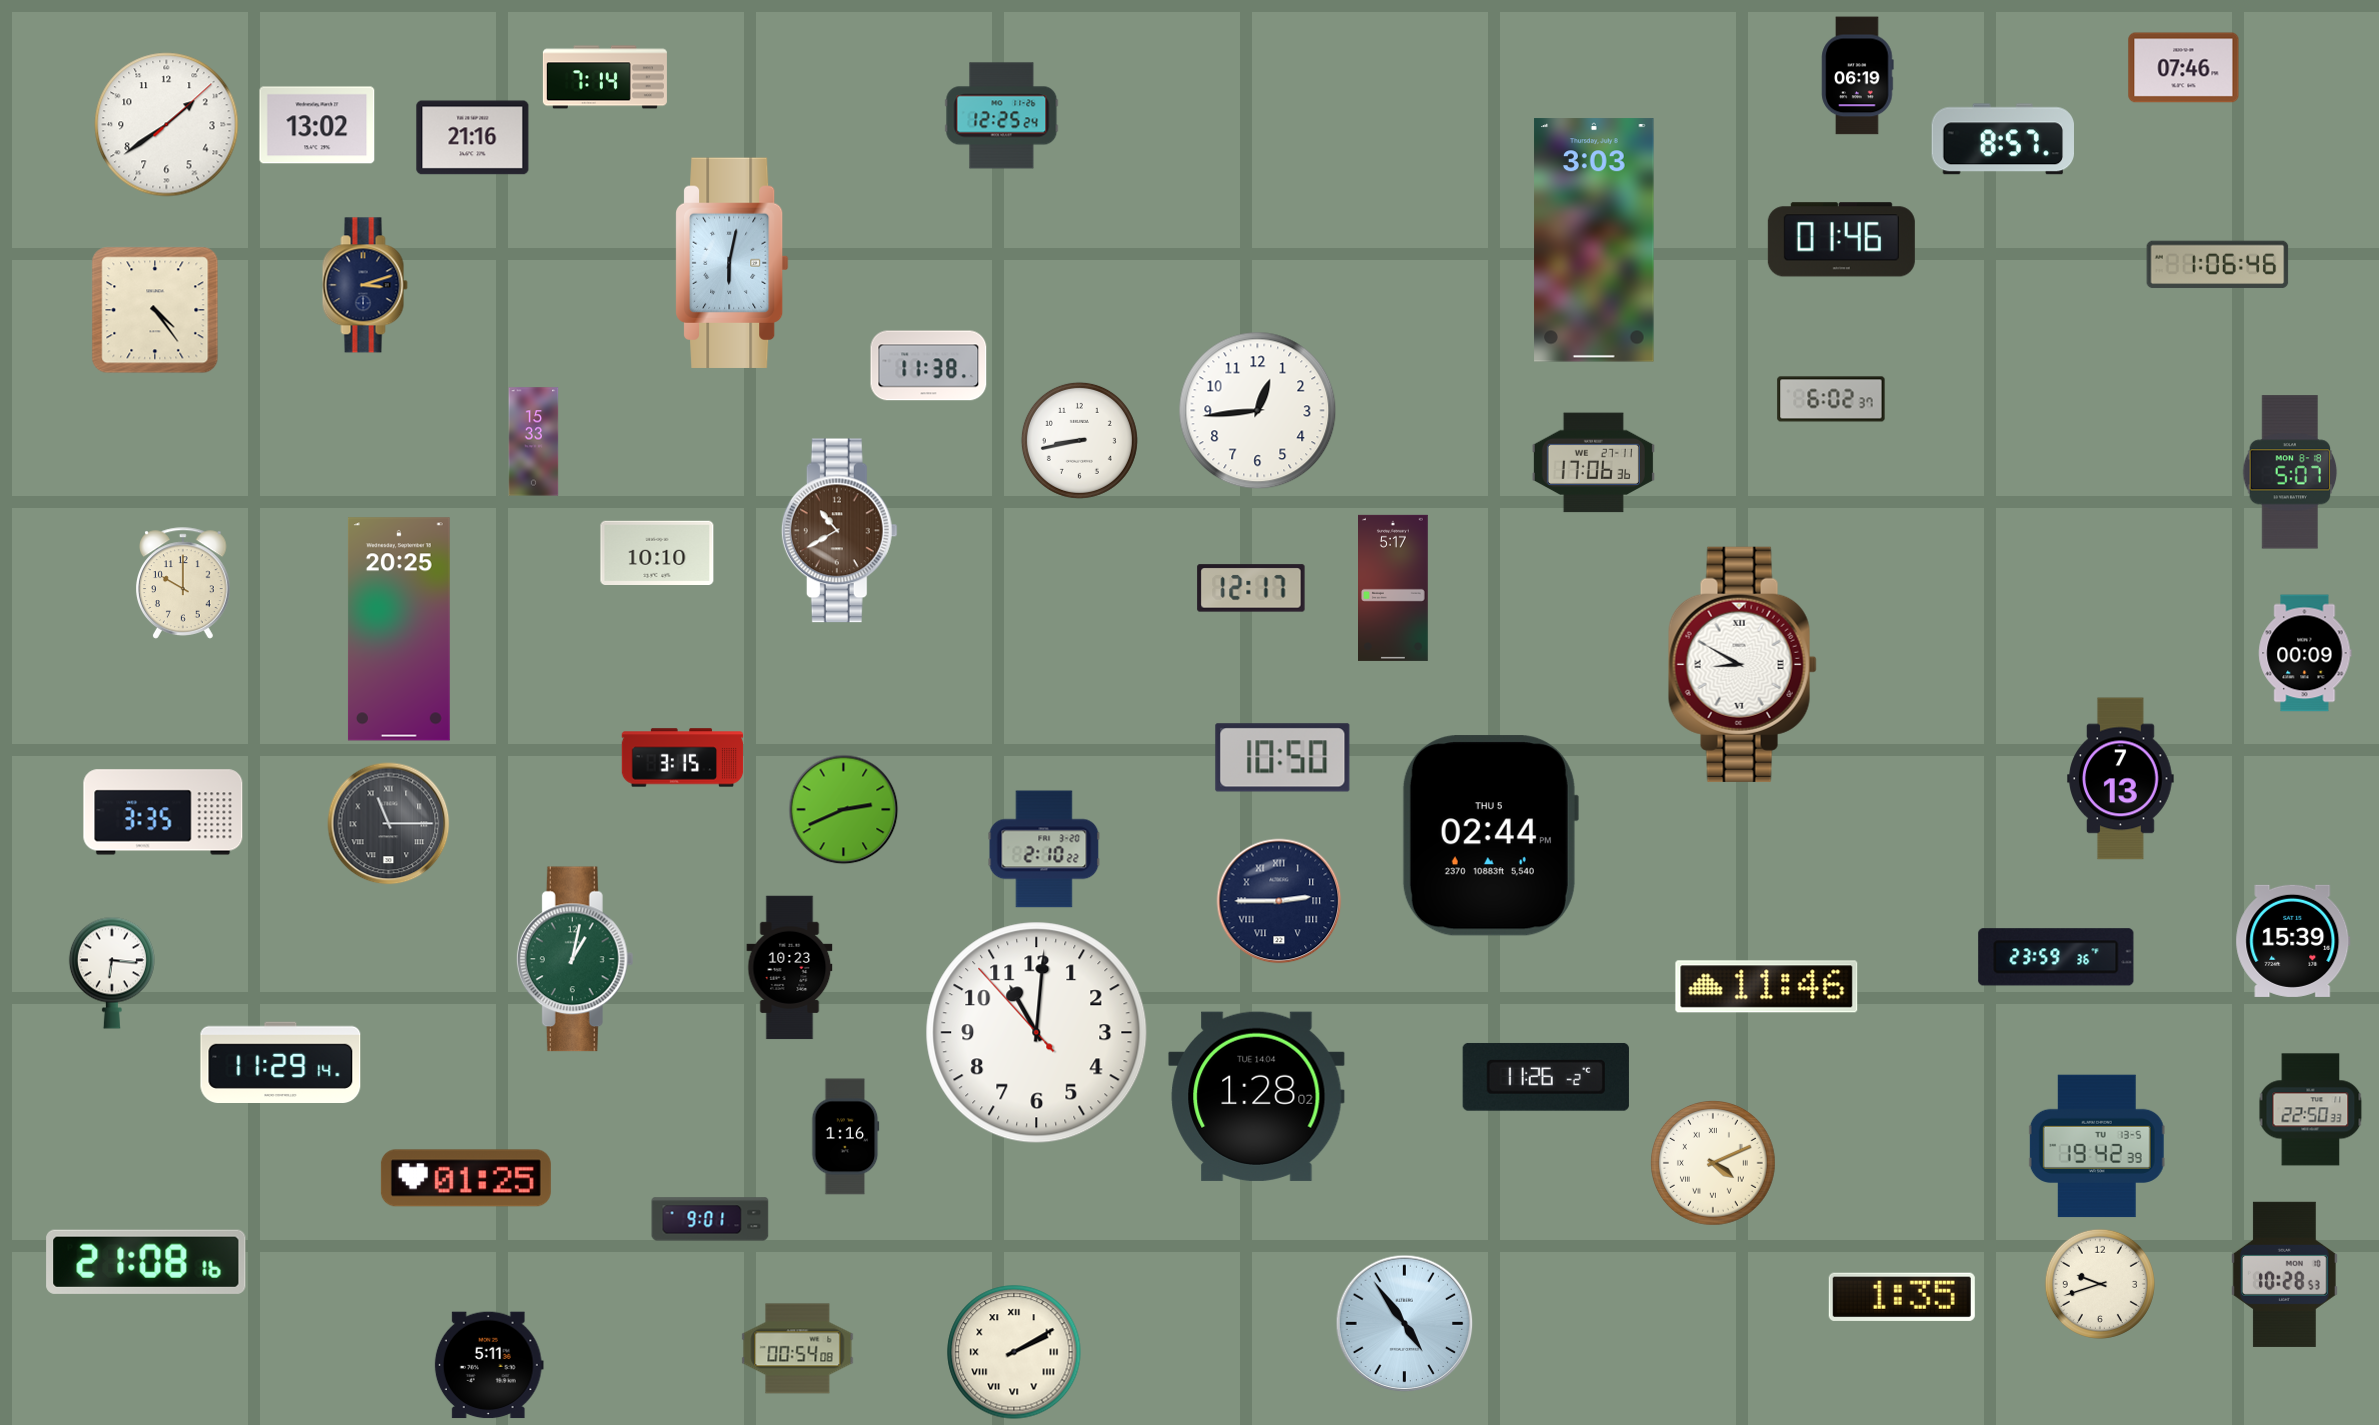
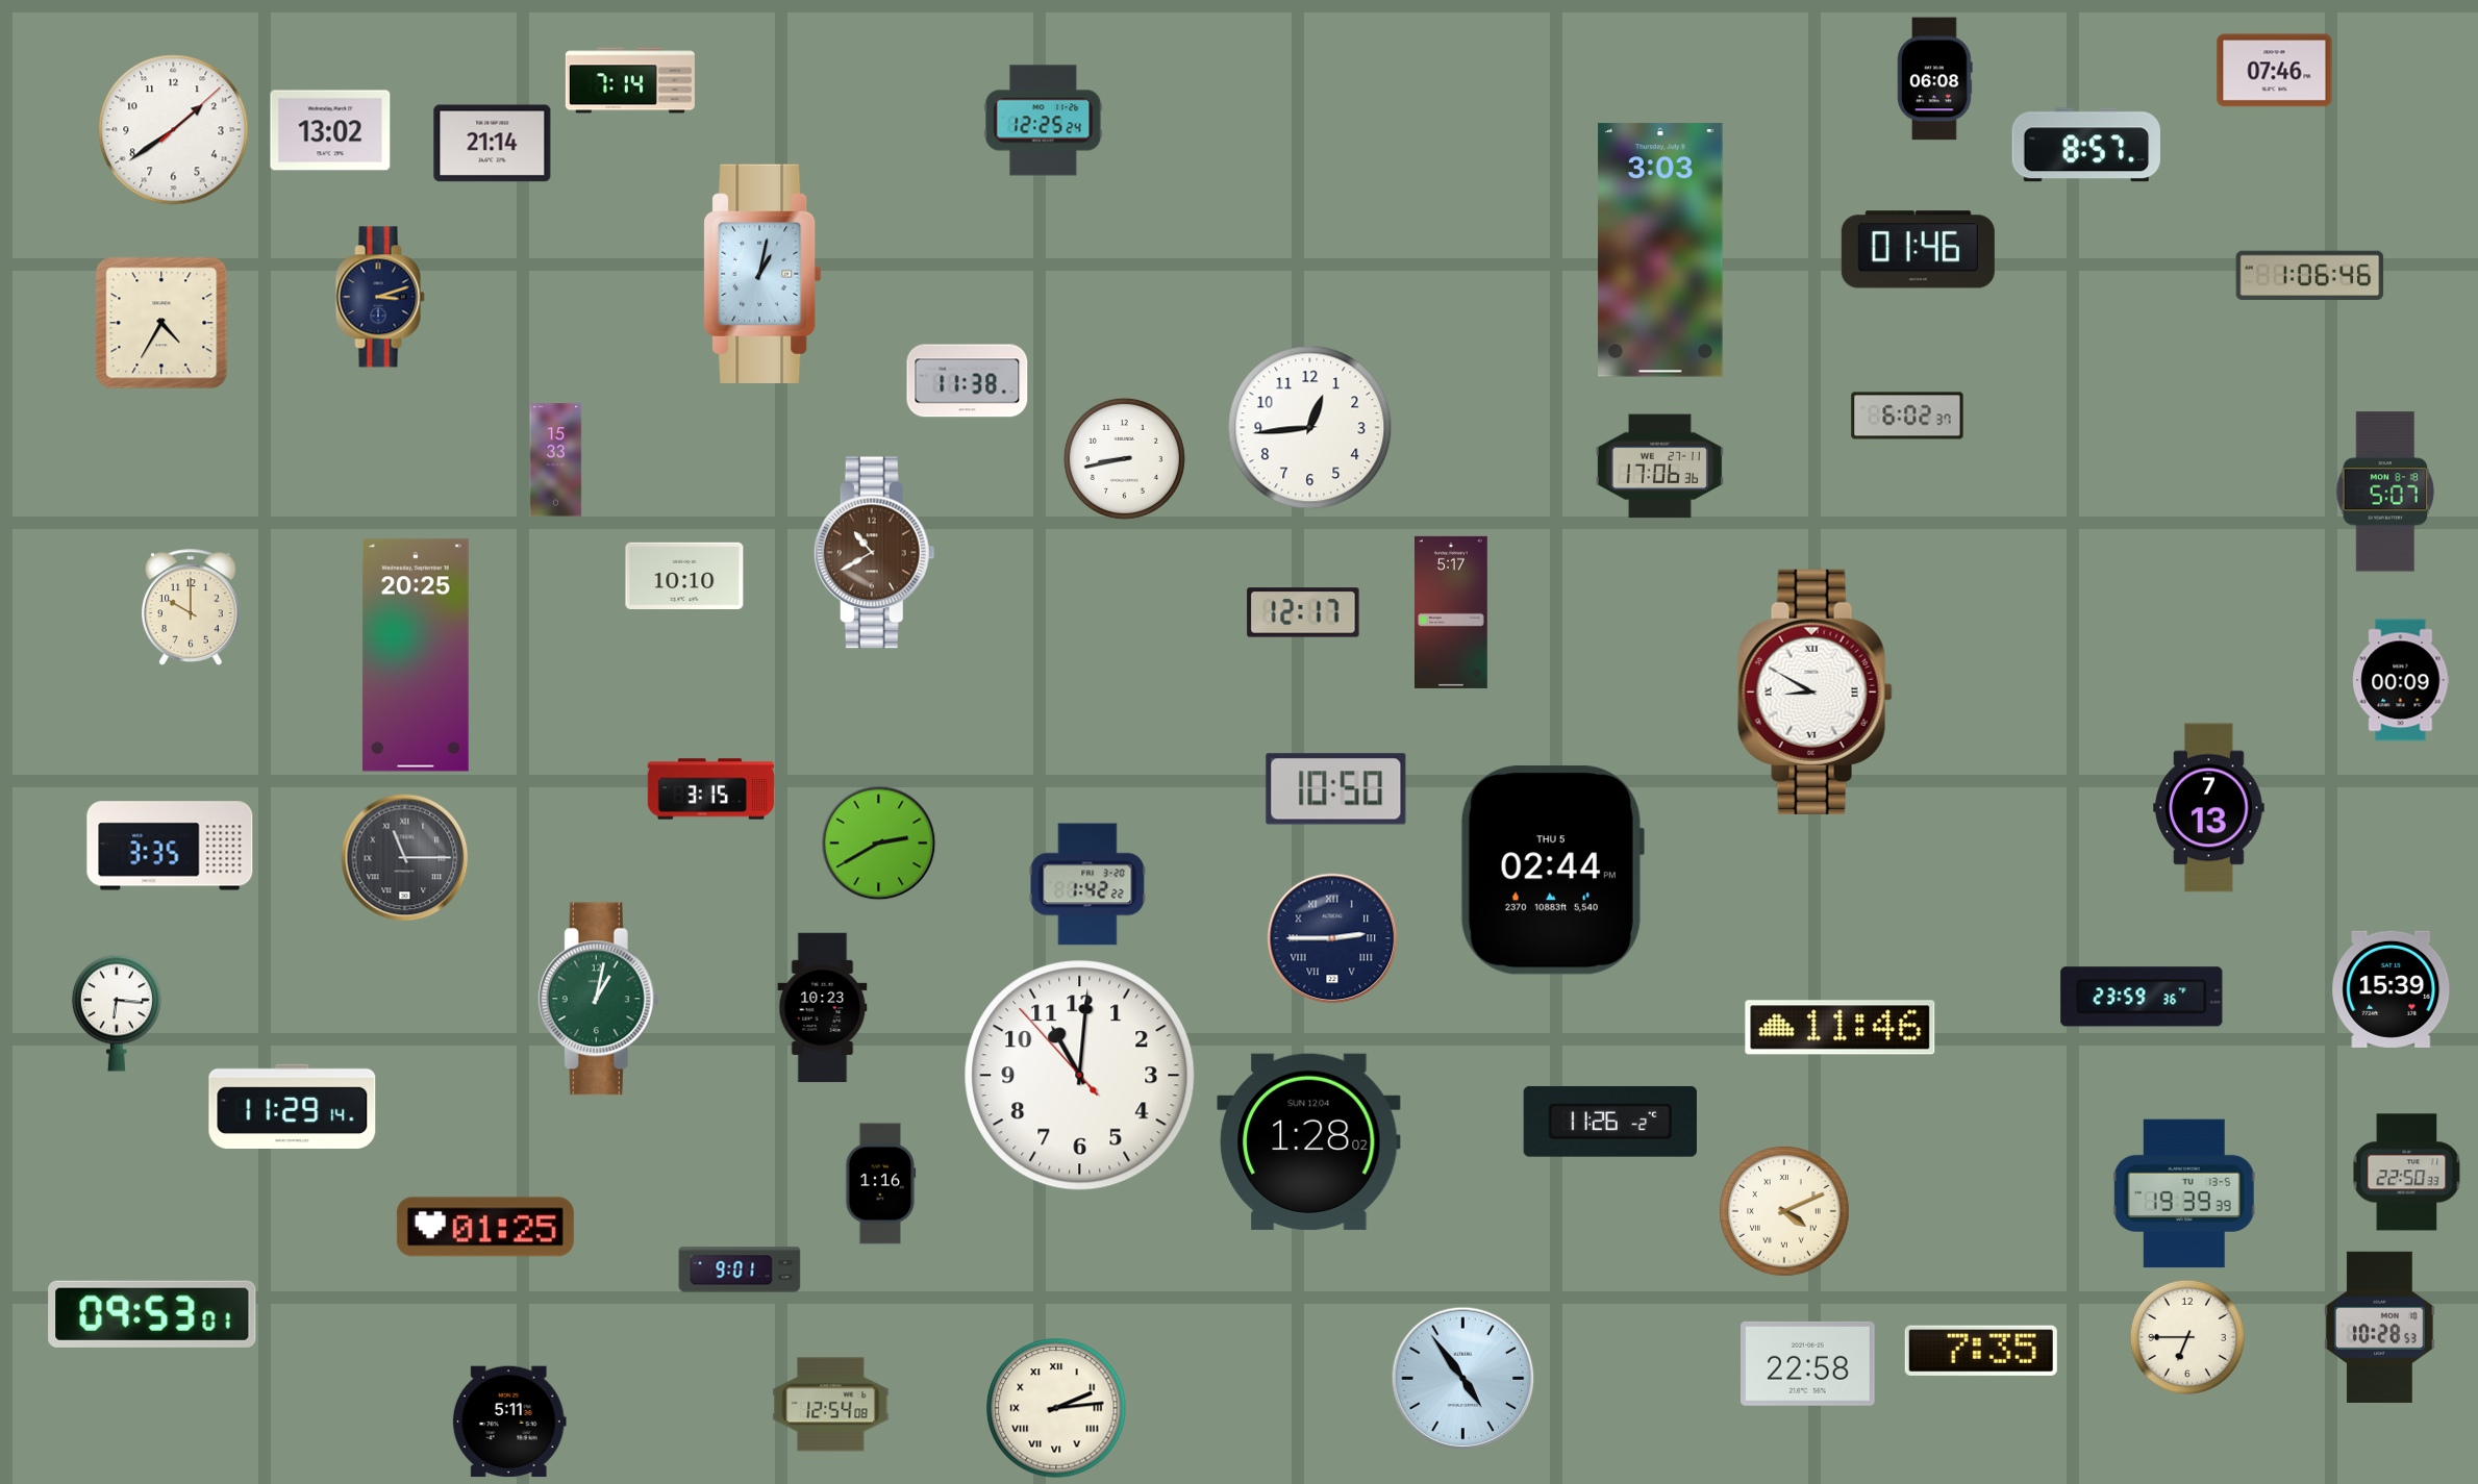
clock at (1858, 76): 06:19 -> 06:08
clock at (473, 138): 21:16 -> 21:14
clock at (732, 263): 6:02 -> 1:02
clock at (155, 310): 4:24 -> 4:35
clock at (1593, 463) position: (1593, 463) -> (1659, 467)
clock at (2121, 779) position: (2121, 779) -> (2209, 808)
clock at (844, 810): 2:41 -> 2:40
clock at (1044, 849): 2:10 -> 1:42
clock at (2293, 941) position: (2293, 941) -> (2392, 989)
clock at (1257, 1096) date: TUE 14.04 -> SUN 12.04
clock at (2311, 1110) position: (2311, 1110) -> (2407, 1173)
clock at (2097, 1146): 19:42 -> 19:39
clock at (146, 1262): 21:08 -> 09:53
clock at (2100, 1284): 9:42 -> 6:45
clock at (1902, 1297): 1:35 -> 7:35
clock at (1808, 1363): none -> 22:58
clock at (798, 1349): 00:54 -> 12:54
clock at (1014, 1352): 2:10 -> 2:14
